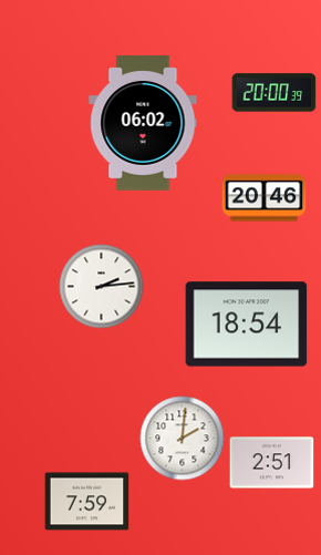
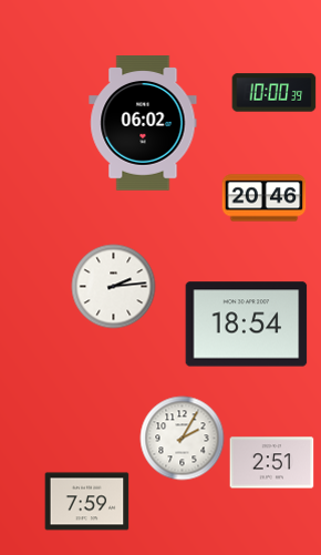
clock at (275, 93): 20:00 -> 10:00
clock at (102, 287) position: (102, 287) -> (114, 287)
clock at (183, 439): 2:01 -> 2:05
